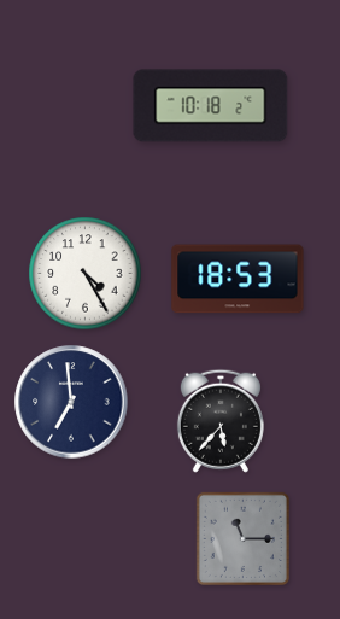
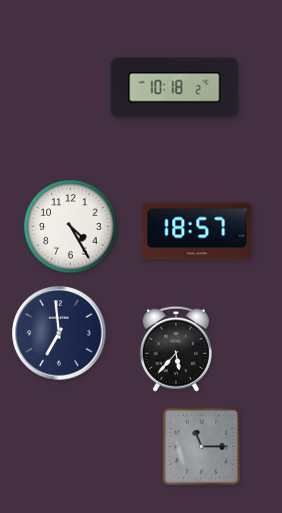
clock at (238, 279): 18:53 -> 18:57
clock at (221, 421) position: (221, 421) -> (176, 349)
